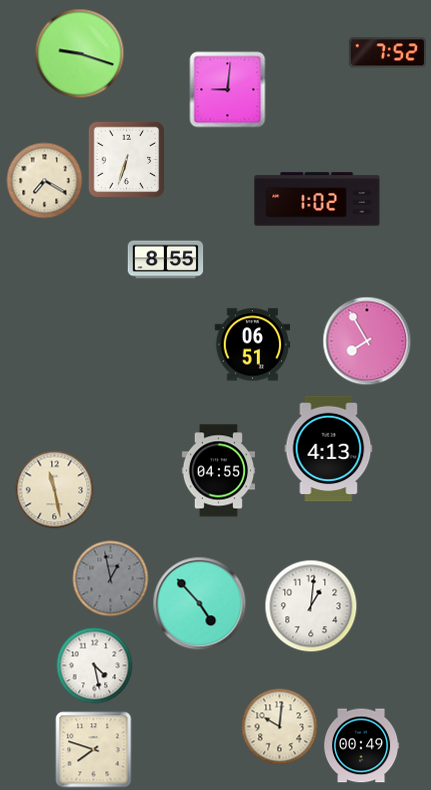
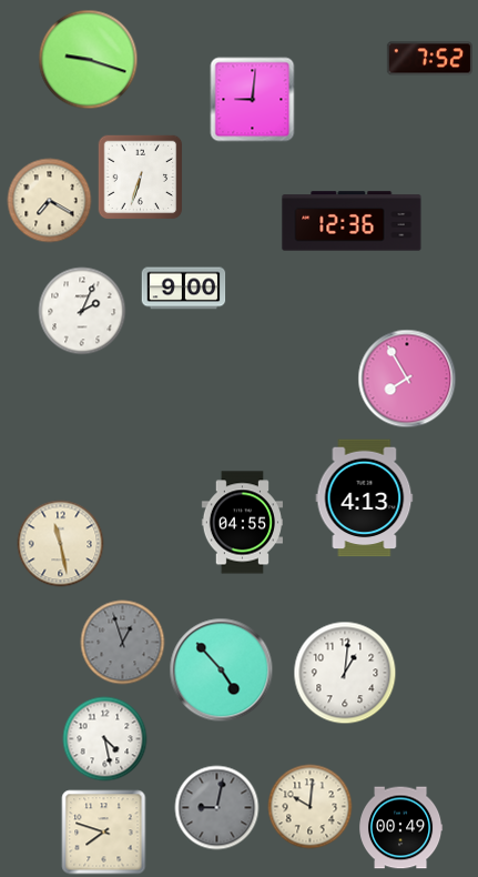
clock at (317, 199): 1:02 -> 12:36
clock at (166, 260): 8:55 -> 9:00
clock at (82, 311): none -> 2:04
clock at (253, 345): 06:51 -> none
clock at (111, 579): 12:58 -> 12:57
clock at (217, 808): none -> 9:02
